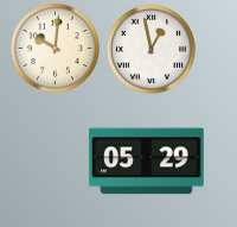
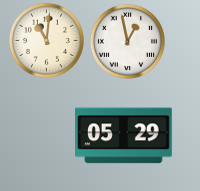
clock at (55, 48): 10:01 -> 11:01
